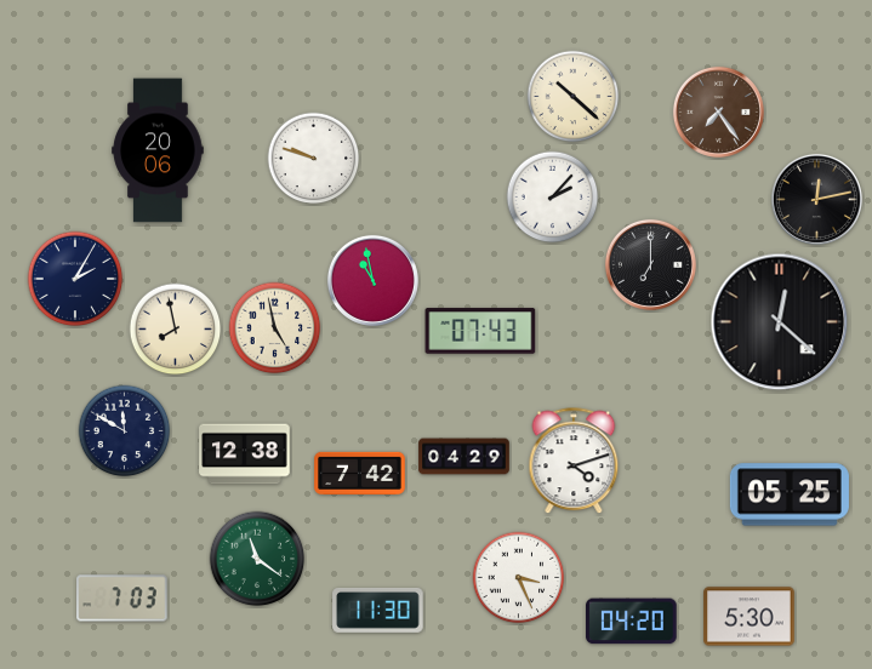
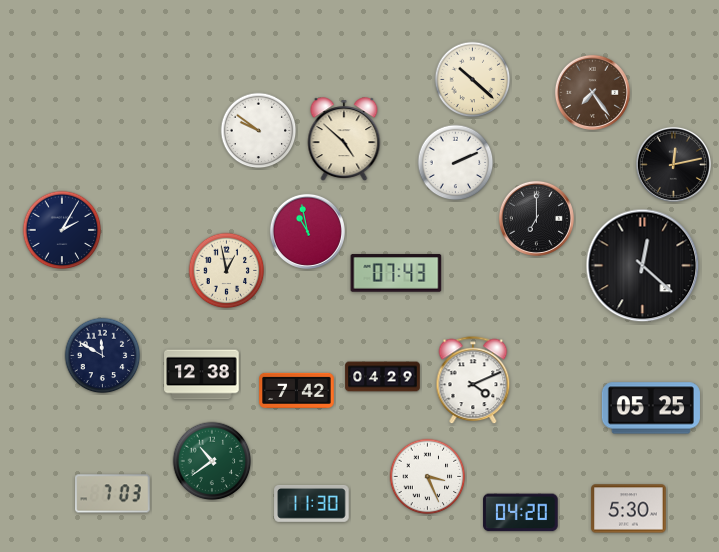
clock at (158, 150): 20:06 -> none
clock at (314, 159): 9:48 -> 9:51
clock at (344, 140): none -> 4:52
clock at (553, 198): 2:07 -> 2:11
clock at (275, 328): 4:58 -> 12:58
clock at (176, 330): 7:58 -> none
clock at (574, 462): 4:12 -> 4:11
clock at (257, 559): 11:21 -> 10:39
clock at (122, 599) position: (122, 599) -> (113, 494)
clock at (750, 617) position: (750, 617) -> (629, 509)
